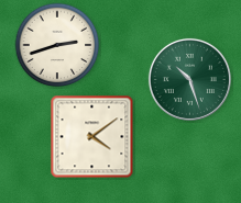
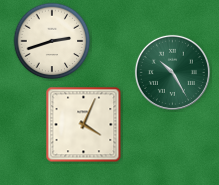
clock at (189, 79): 10:27 -> 10:25
clock at (92, 137): 4:09 -> 4:04
